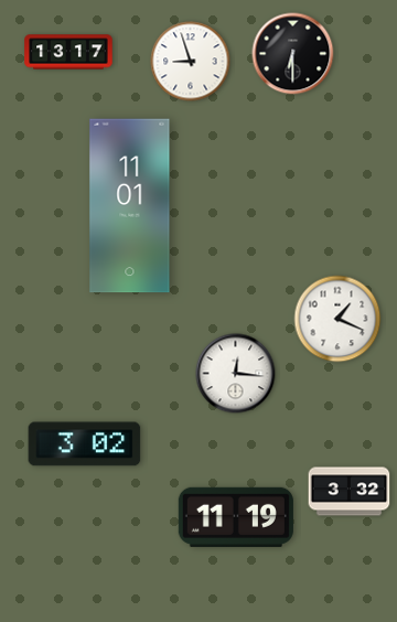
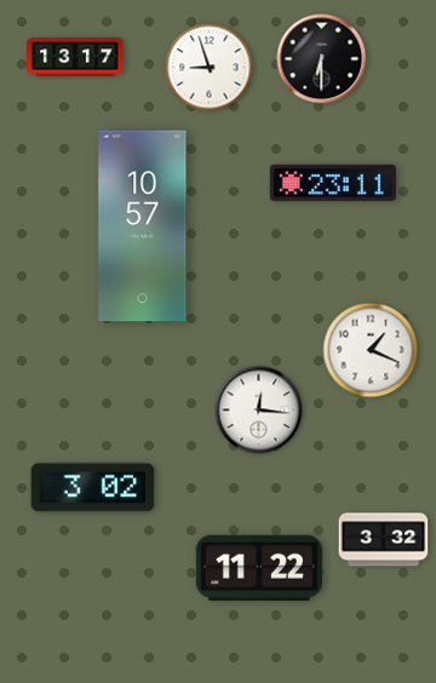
clock at (333, 183): none -> 23:11
clock at (130, 206): 11:01 -> 10:57
clock at (236, 517): 11:19 -> 11:22
